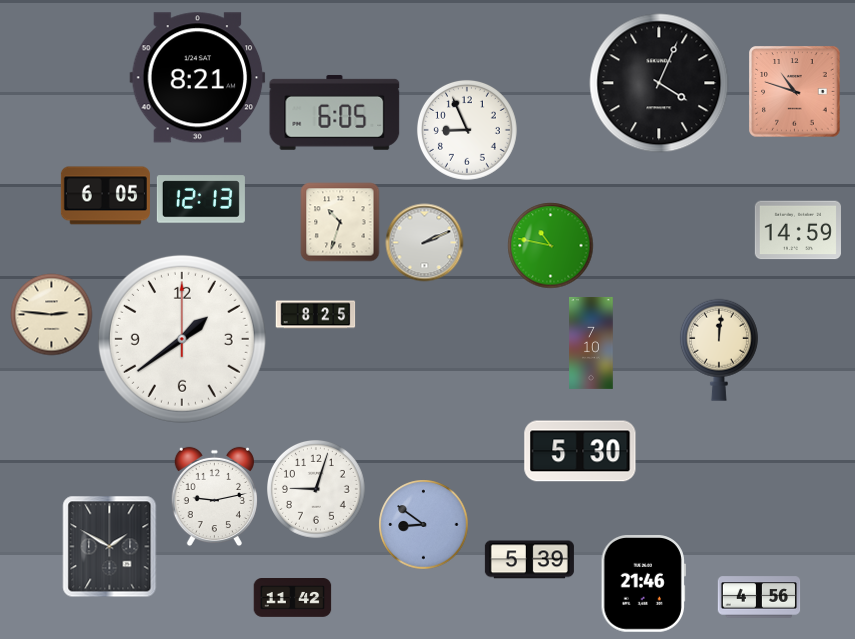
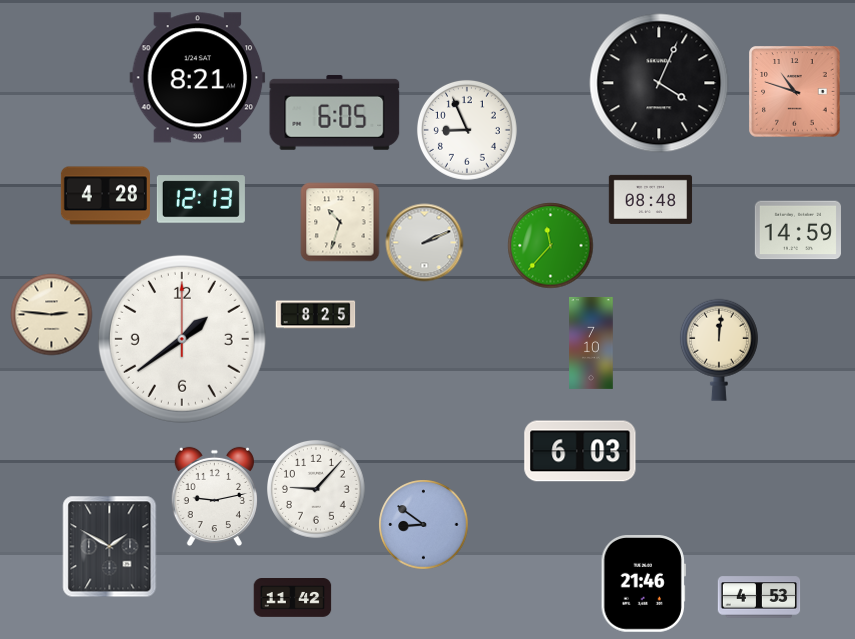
clock at (105, 196): 6:05 -> 4:28
clock at (650, 199): none -> 08:48
clock at (550, 245): 10:47 -> 11:37
clock at (580, 451): 5:30 -> 6:03
clock at (317, 490): 9:03 -> 9:07
clock at (529, 560): 5:39 -> none
clock at (759, 597): 4:56 -> 4:53
